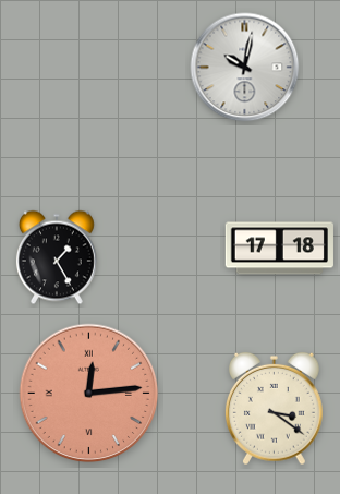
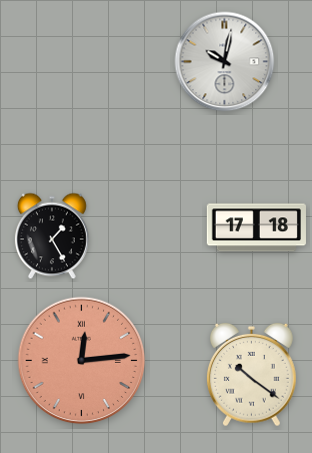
clock at (275, 409): 3:21 -> 10:21
